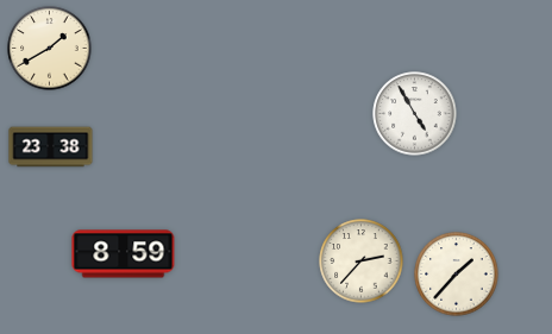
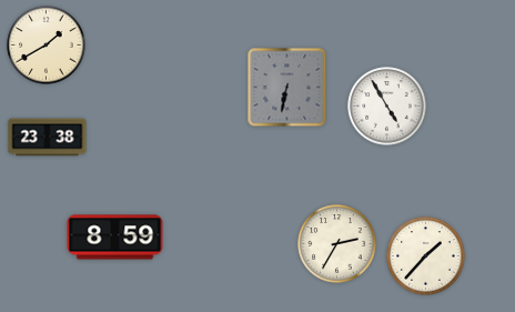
clock at (287, 88): none -> 6:32
clock at (362, 261): 2:37 -> 2:35
